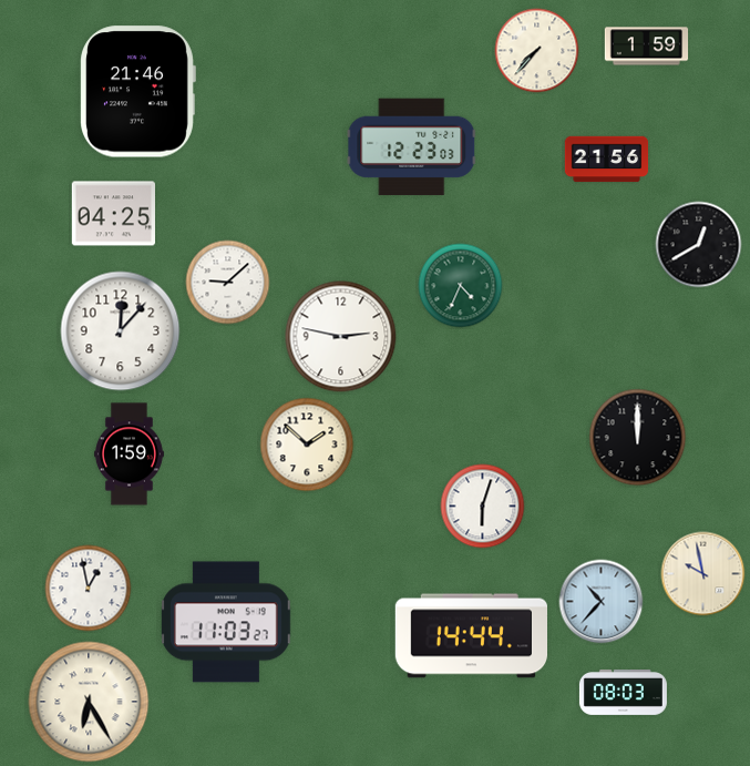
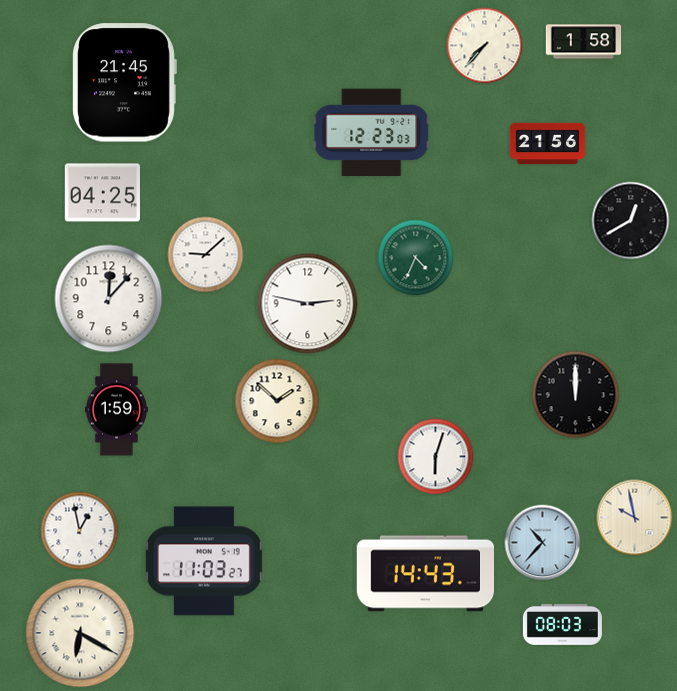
clock at (647, 47): 1:59 -> 1:58
clock at (137, 92): 21:46 -> 21:45
clock at (471, 636): 14:44 -> 14:43
clock at (89, 702): 6:25 -> 6:20
